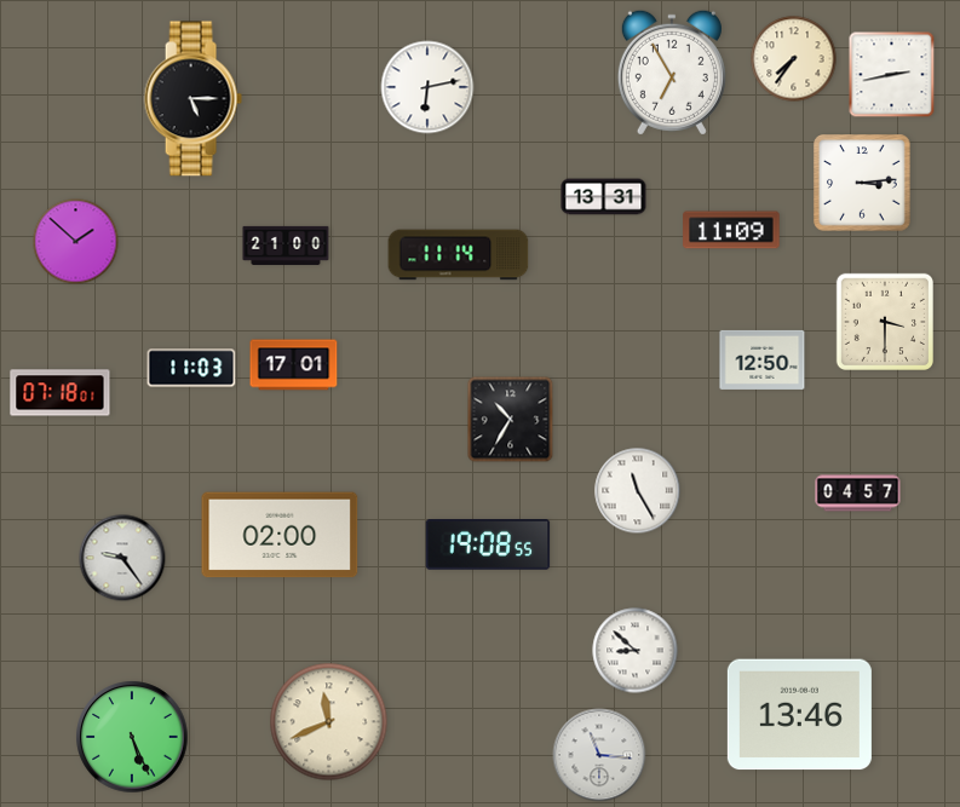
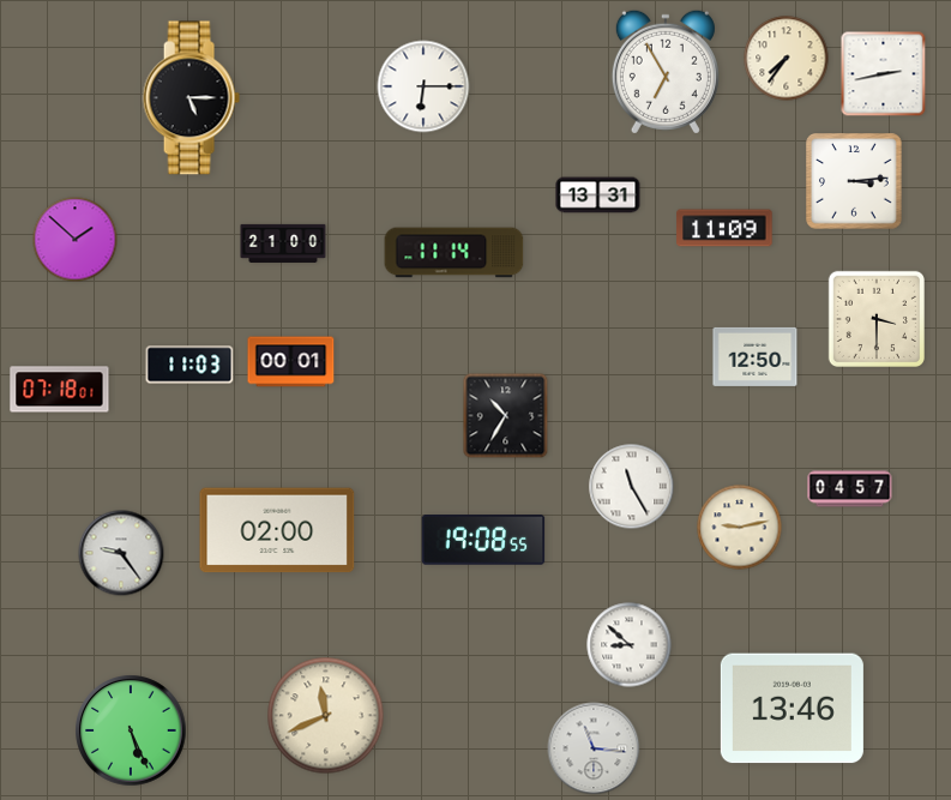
clock at (427, 87): 6:13 -> 6:15
clock at (294, 365): 17:01 -> 00:01
clock at (740, 528): none -> 9:13
